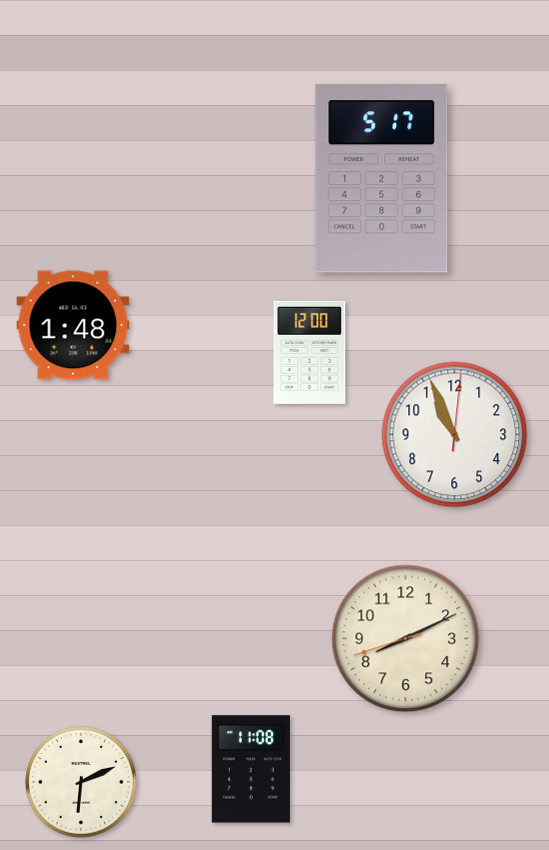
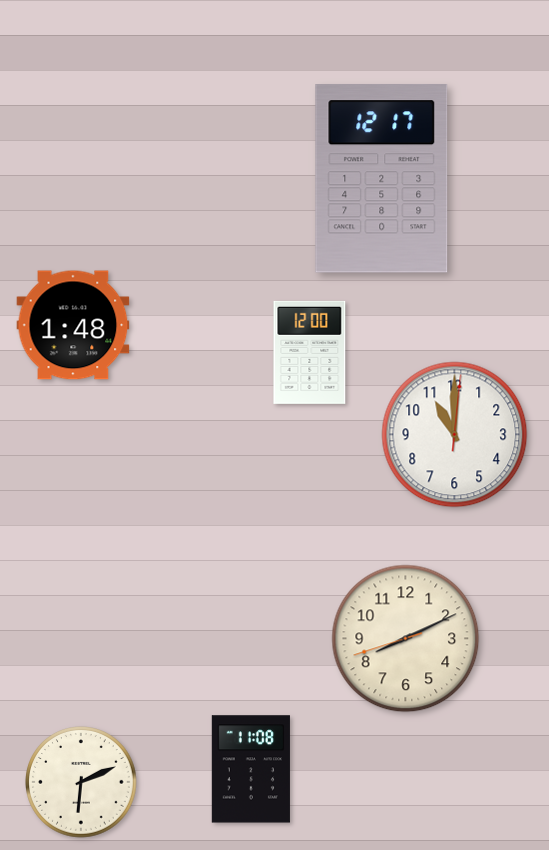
clock at (382, 179): 5:17 -> 12:17
clock at (455, 435): 10:56 -> 11:00
